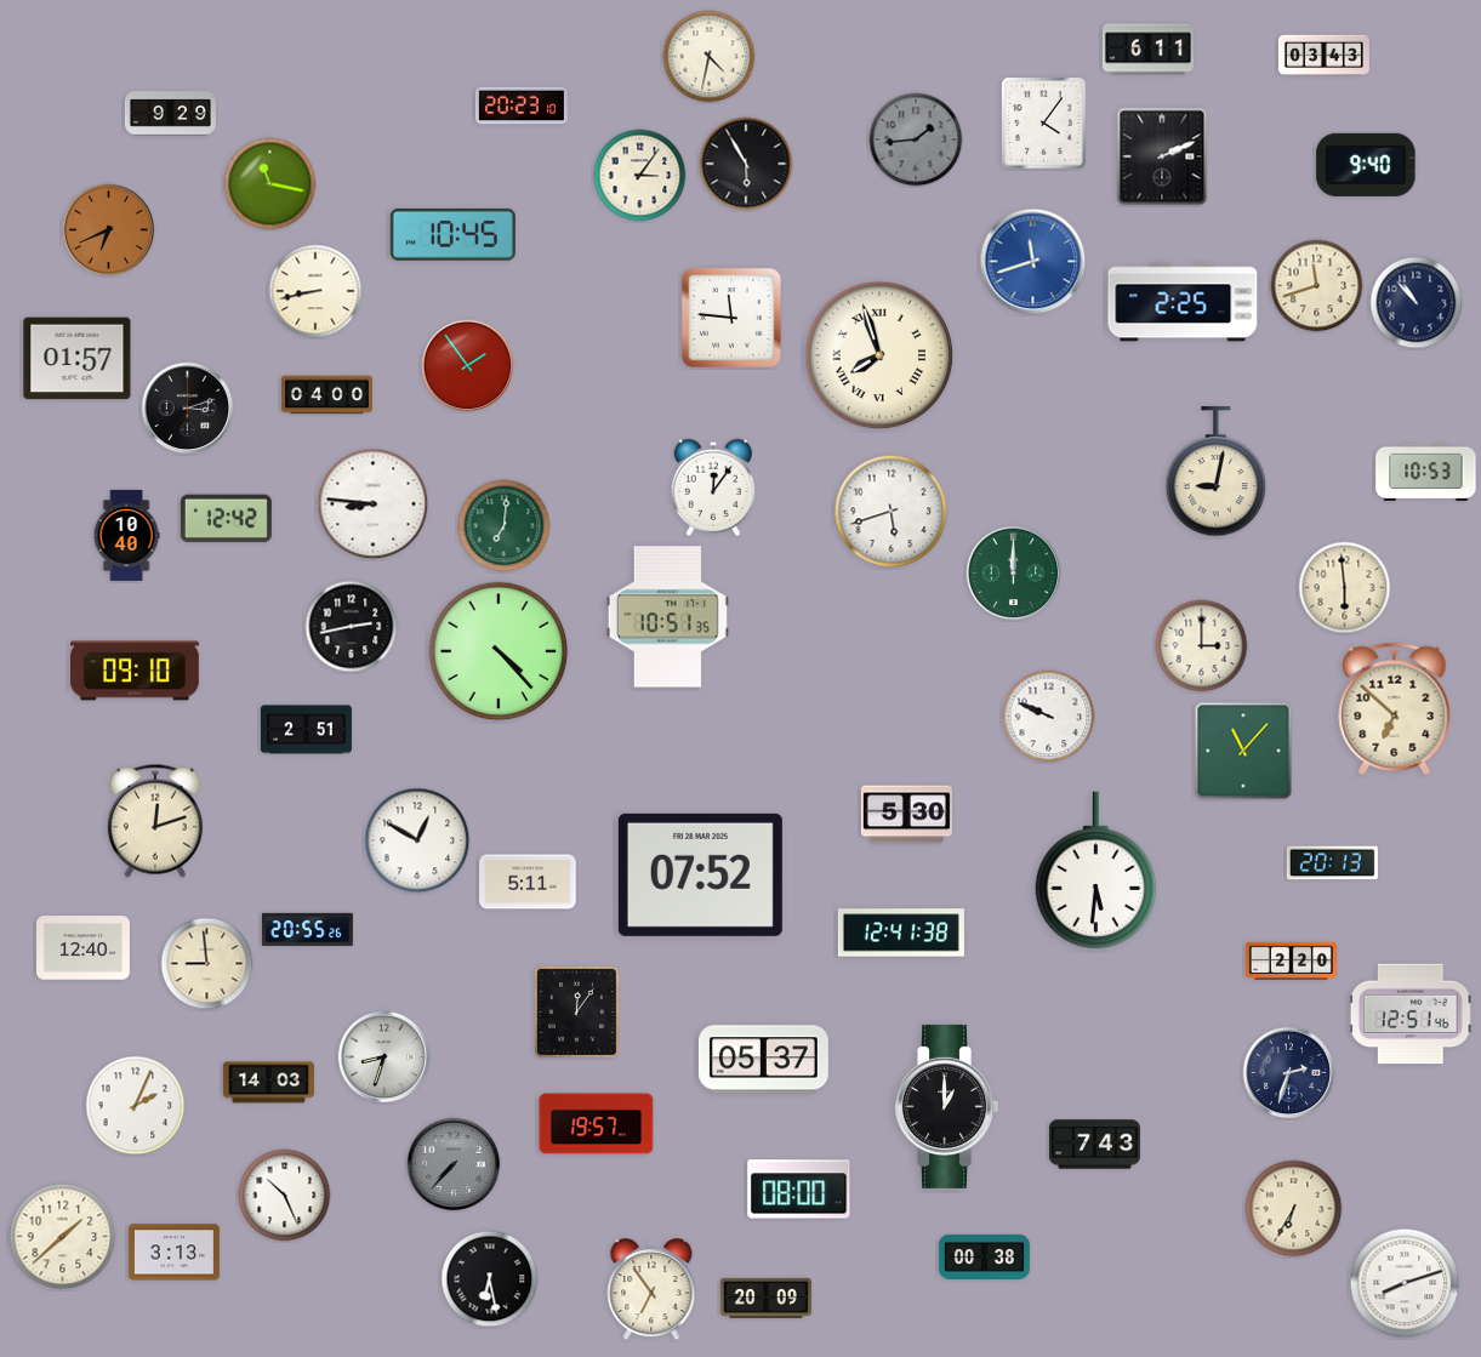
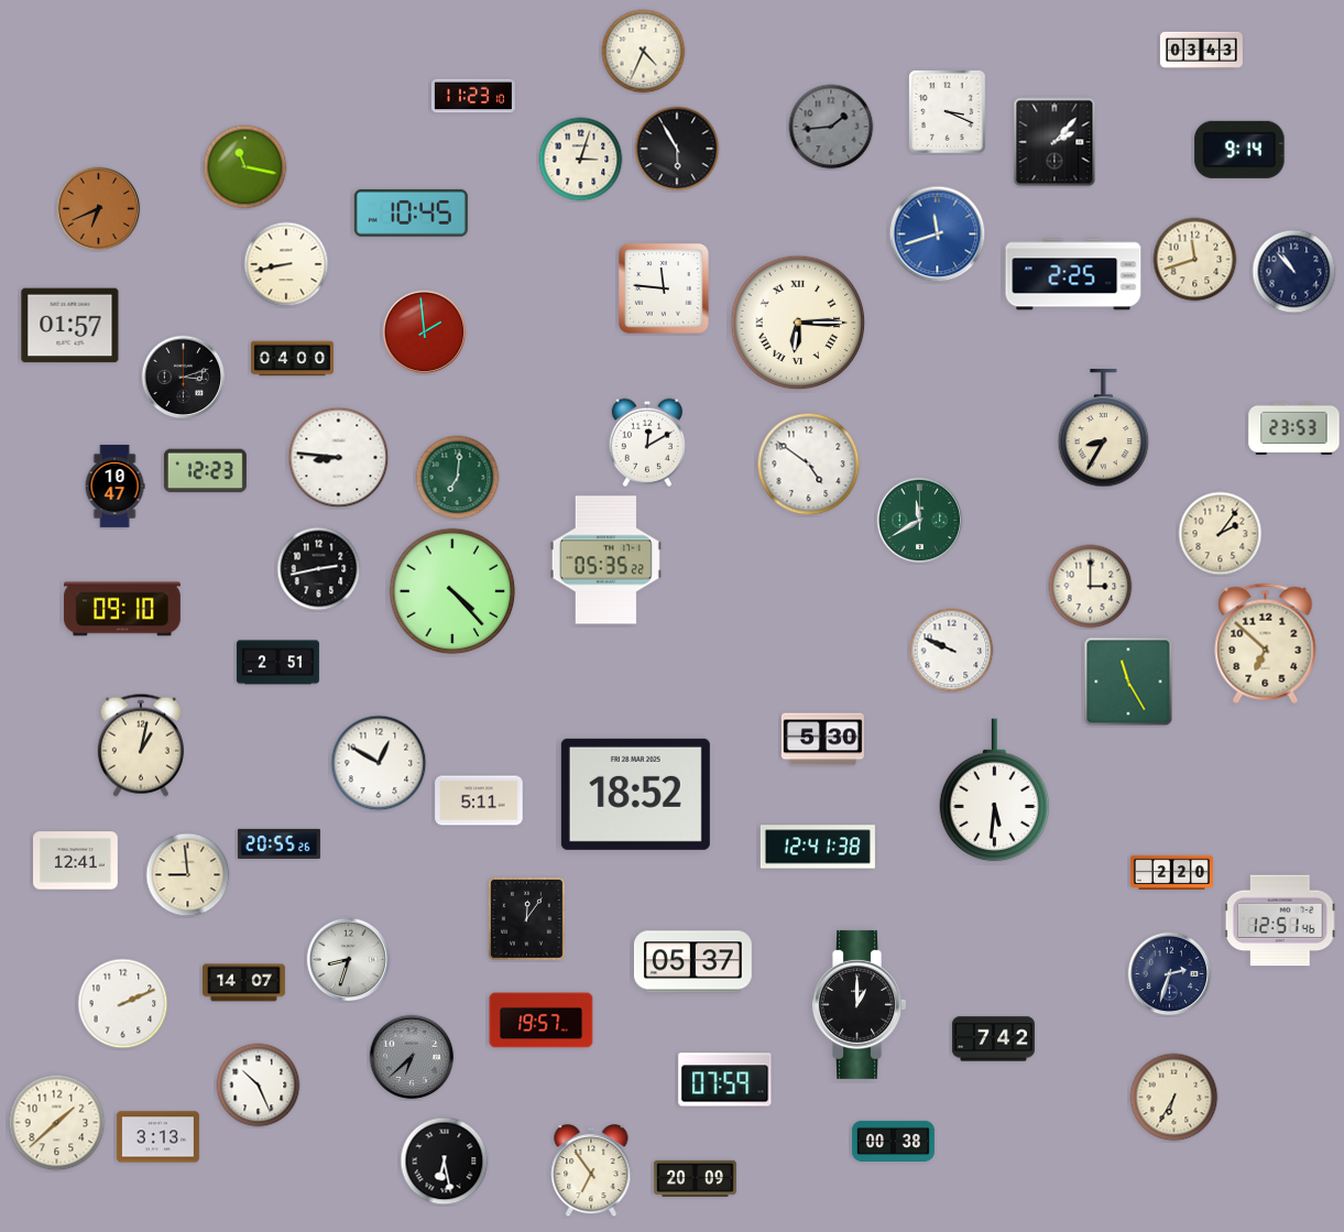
clock at (1147, 50): 6:11 -> none
clock at (710, 57): 4:32 -> 4:34
clock at (522, 106): 20:23 -> 11:23
clock at (170, 114): 9:29 -> none
clock at (1044, 124): 4:06 -> 3:19
clock at (1162, 156): 2:11 -> 2:07
clock at (1366, 165): 9:40 -> 9:14
clock at (640, 176): 3:06 -> 3:03
clock at (1033, 262) position: (1033, 262) -> (938, 235)
clock at (1417, 303) position: (1417, 303) -> (1294, 272)
clock at (879, 355): 7:57 -> 6:15
clock at (468, 366): 1:54 -> 1:59
clock at (326, 395) position: (326, 395) -> (292, 359)
clock at (188, 409) position: (188, 409) -> (184, 378)
clock at (1217, 472): 9:02 -> 8:35
clock at (1426, 472): 10:53 -> 23:53
clock at (712, 488): 12:06 -> 12:10
clock at (892, 512): 5:42 -> 4:51
clock at (226, 519): 12:42 -> 12:23
clock at (126, 535): 10:40 -> 10:47
clock at (1014, 574): 12:00 -> 11:40
clock at (1345, 588): 5:59 -> 2:06
clock at (667, 617): 10:51 -> 05:35
clock at (1243, 751): 11:07 -> 11:25
clock at (155, 821): 12:12 -> 1:02
clock at (1332, 863): 20:13 -> none
clock at (700, 874): 07:52 -> 18:52
clock at (84, 948): 12:40 -> 12:41
clock at (577, 1013) position: (577, 1013) -> (527, 919)
clock at (268, 1083): 14:03 -> 14:07
clock at (136, 1106): 2:04 -> 2:11
clock at (1094, 1145): 7:43 -> 7:42
clock at (454, 1164): 7:37 -> 6:38
clock at (799, 1190): 08:00 -> 07:59
clock at (1405, 1283): 8:12 -> none
